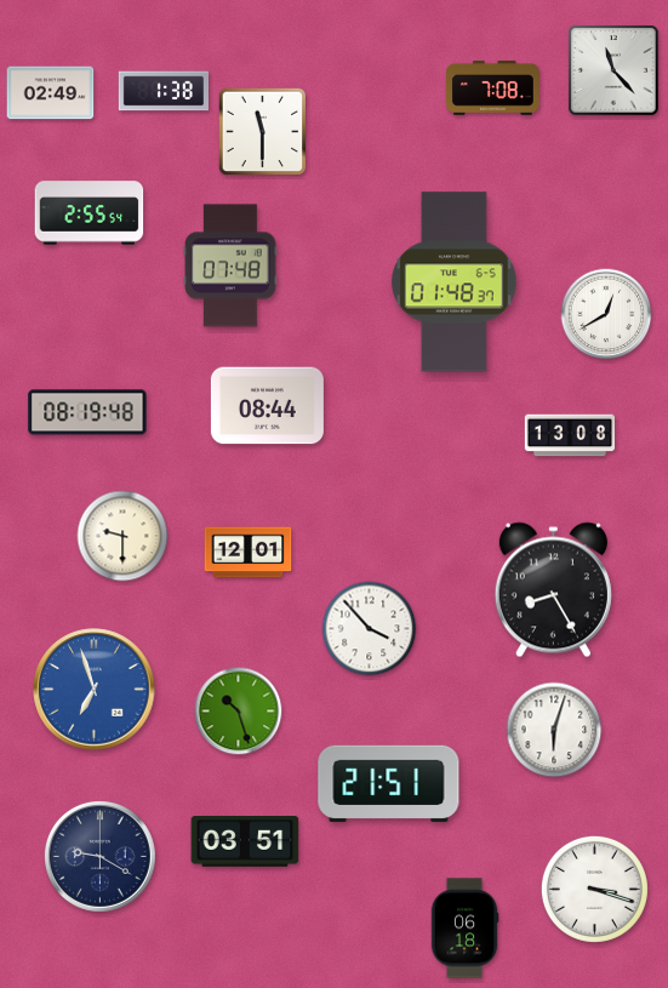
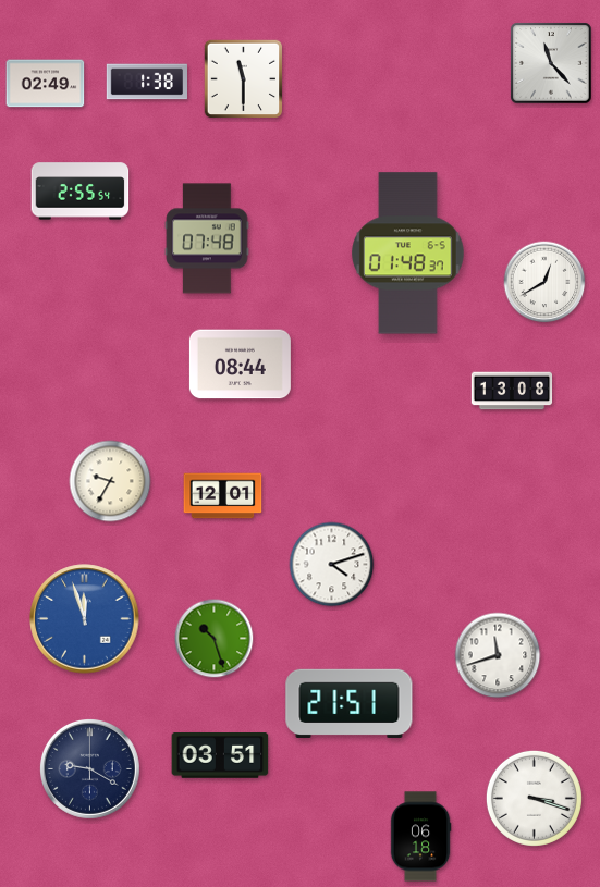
clock at (493, 88): 7:08 -> none
clock at (263, 132) position: (263, 132) -> (244, 79)
clock at (87, 412): 08:19 -> none
clock at (122, 536): 9:30 -> 9:35
clock at (553, 590): 8:25 -> none
clock at (370, 629): 3:53 -> 4:12
clock at (95, 690): 6:57 -> 11:57
clock at (554, 730): 6:03 -> 11:42
clock at (464, 929) position: (464, 929) -> (420, 837)
